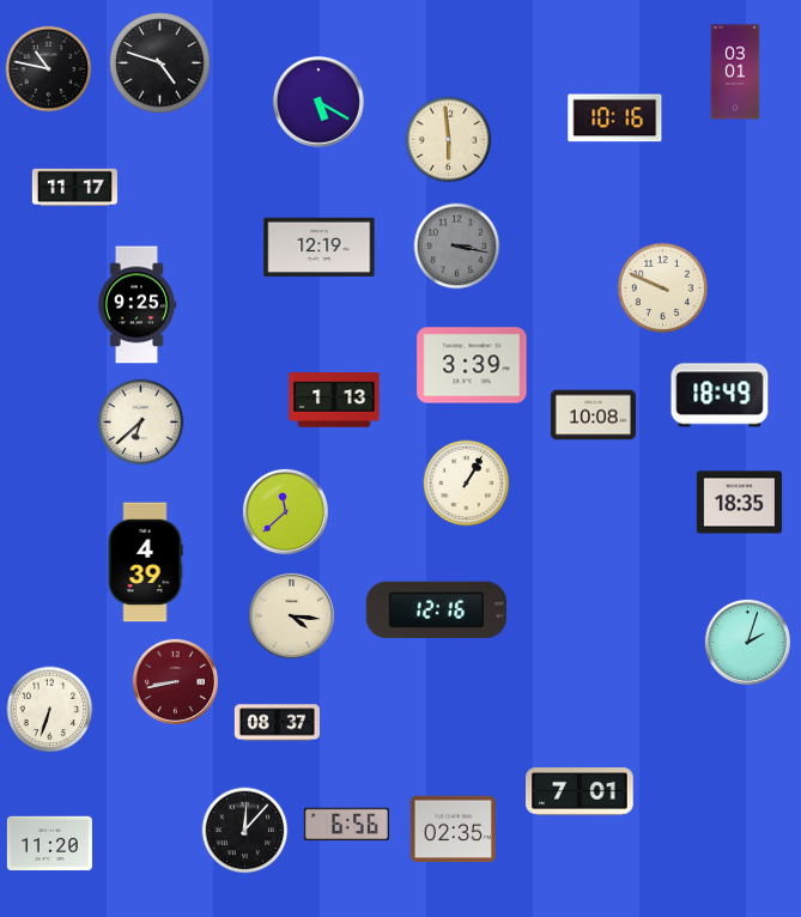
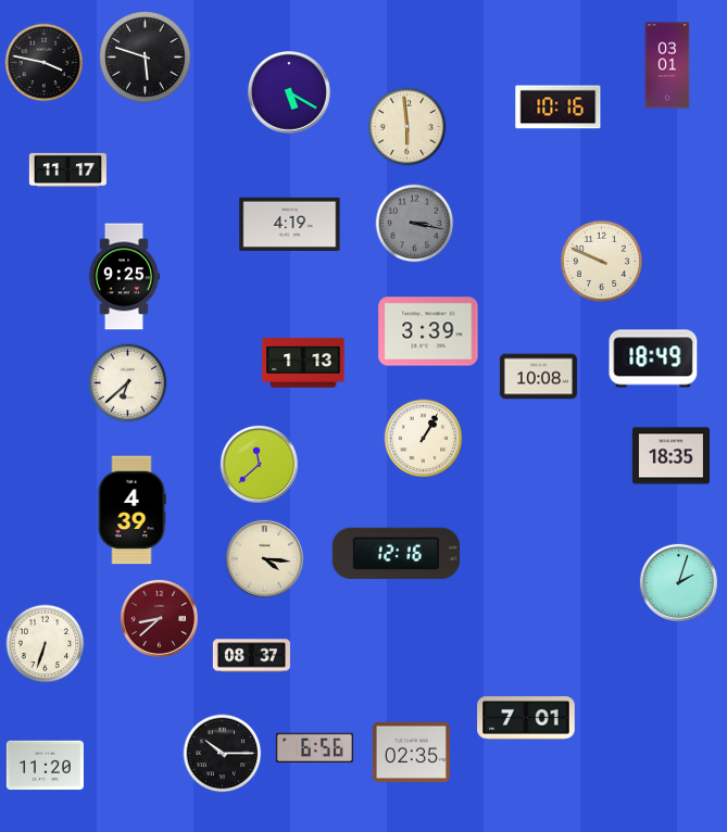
clock at (160, 63): 4:48 -> 5:48
clock at (49, 69): 10:47 -> 3:47
clock at (320, 247): 12:19 -> 4:19
clock at (175, 681): 8:43 -> 8:38
clock at (245, 831): 12:07 -> 10:15
